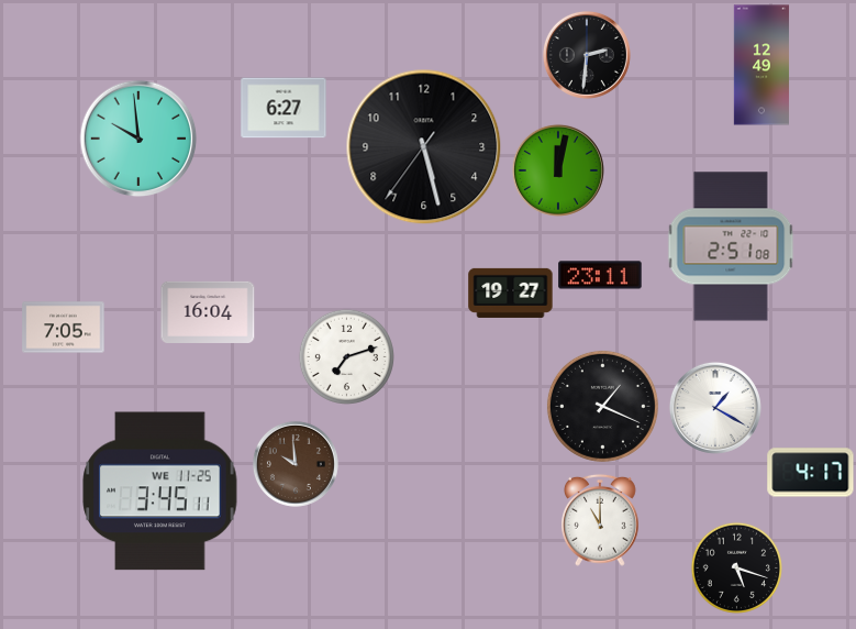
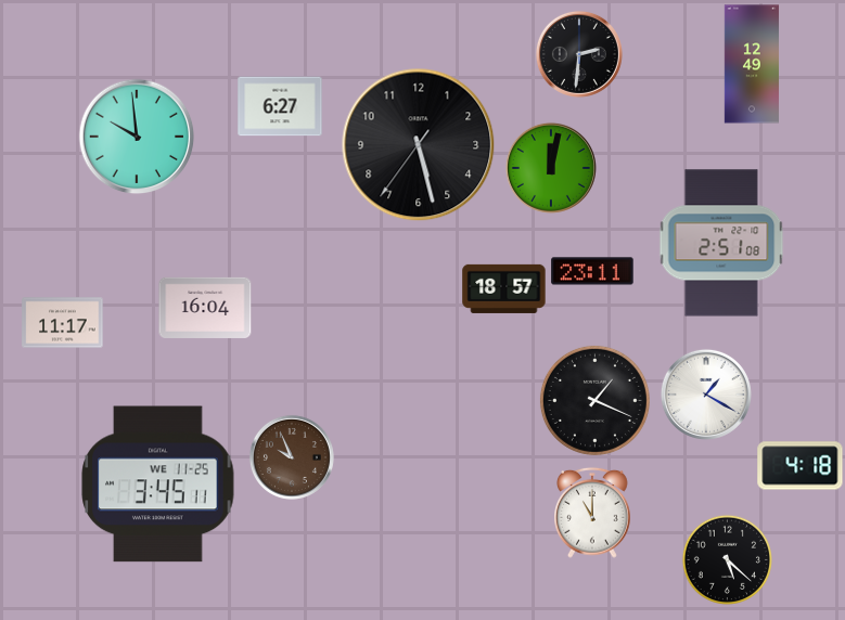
clock at (511, 293): 19:27 -> 18:57
clock at (64, 328): 7:05 -> 11:17
clock at (346, 356): 7:12 -> none
clock at (715, 408) position: (715, 408) -> (706, 395)
clock at (296, 464): 9:59 -> 9:56
clock at (811, 473): 4:17 -> 4:18
clock at (736, 567): 5:18 -> 5:22
